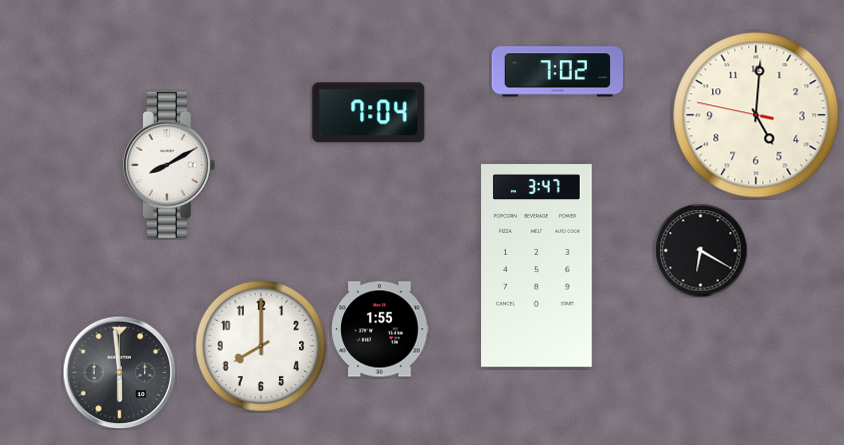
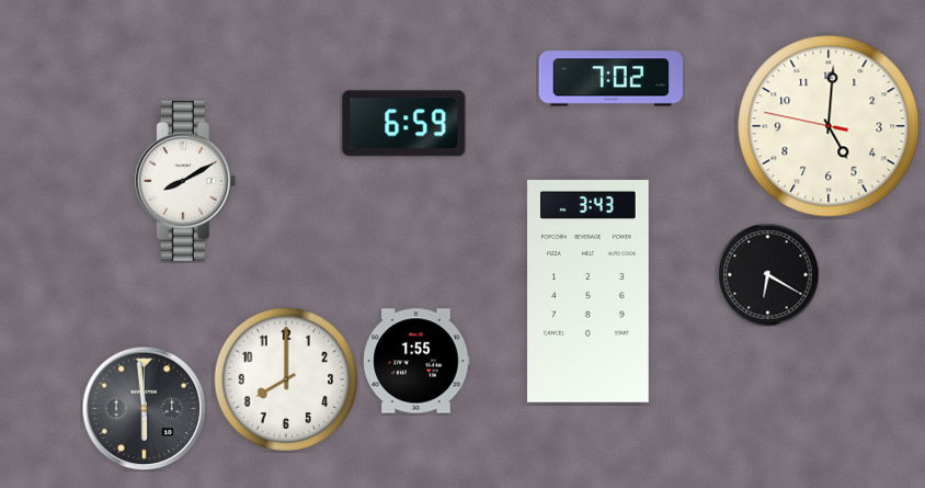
clock at (369, 113): 7:04 -> 6:59
clock at (537, 266): 3:47 -> 3:43
clock at (119, 372) position: (119, 372) -> (144, 408)
